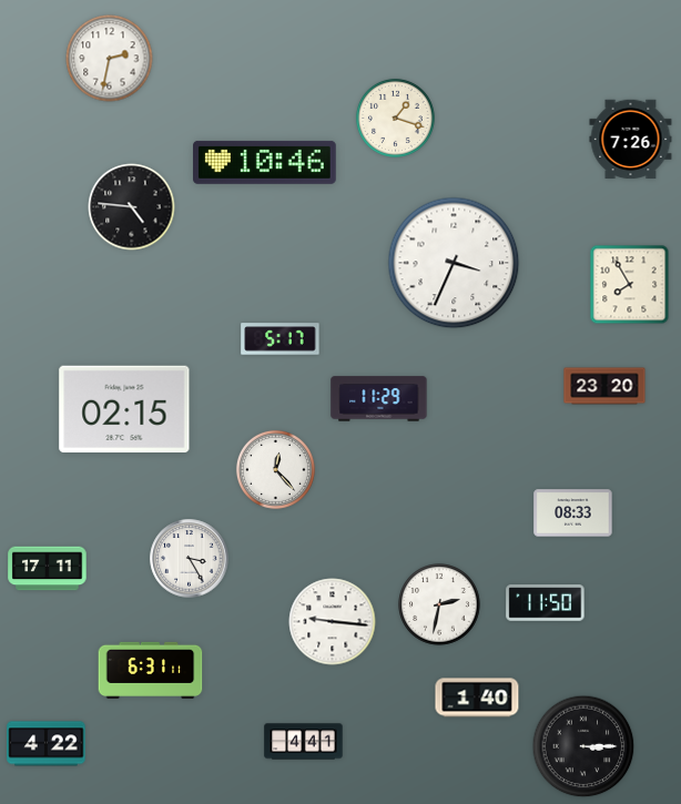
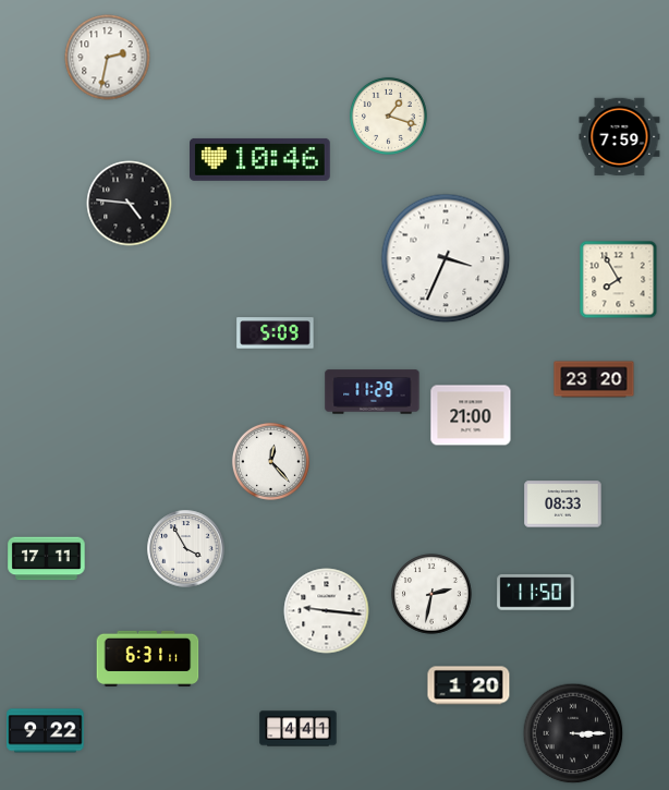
clock at (631, 140): 7:26 -> 7:59
clock at (281, 339): 5:17 -> 5:09
clock at (124, 408): 02:15 -> none
clock at (471, 415): none -> 21:00
clock at (190, 559): 3:25 -> 3:55
clock at (477, 698): 1:40 -> 1:20
clock at (47, 744): 4:22 -> 9:22
